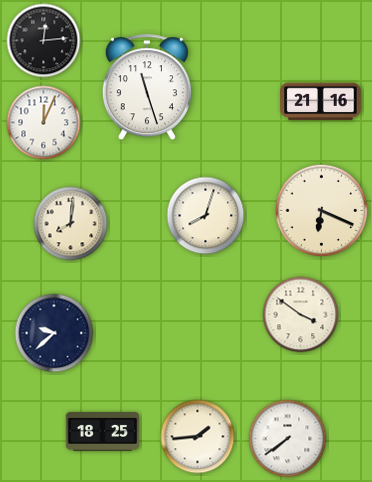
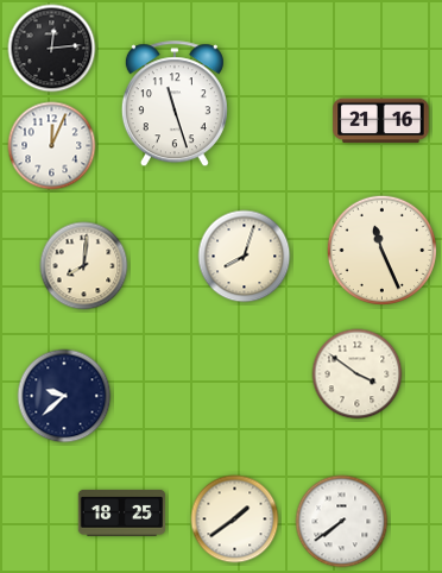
clock at (321, 210): 6:19 -> 11:26
clock at (198, 437): 1:44 -> 1:39
